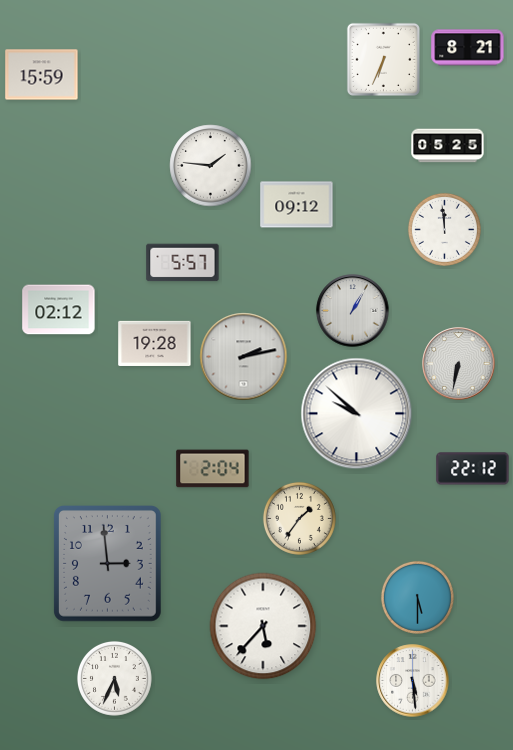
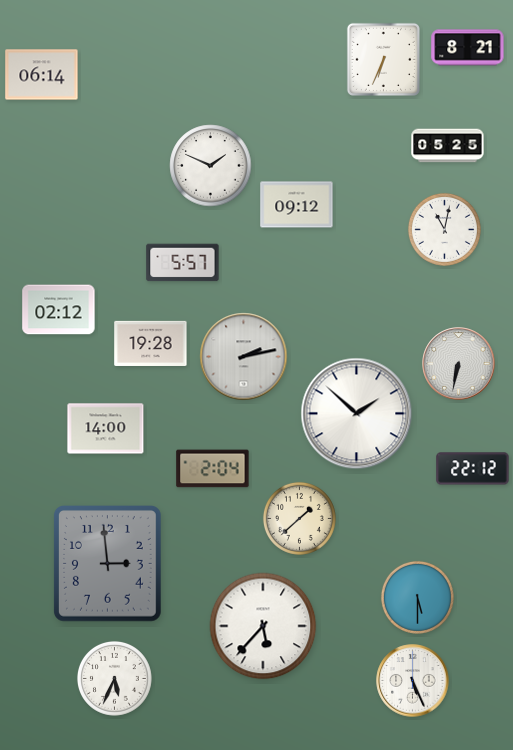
clock at (42, 75): 15:59 -> 06:14
clock at (211, 166): 1:46 -> 1:49
clock at (444, 229): 11:59 -> 11:02
clock at (353, 311): 1:05 -> none
clock at (155, 343) position: (155, 343) -> (151, 343)
clock at (357, 414): 9:52 -> 1:52
clock at (106, 429): none -> 14:00
clock at (299, 518): 1:36 -> 1:38
clock at (413, 681): 5:29 -> 5:26
